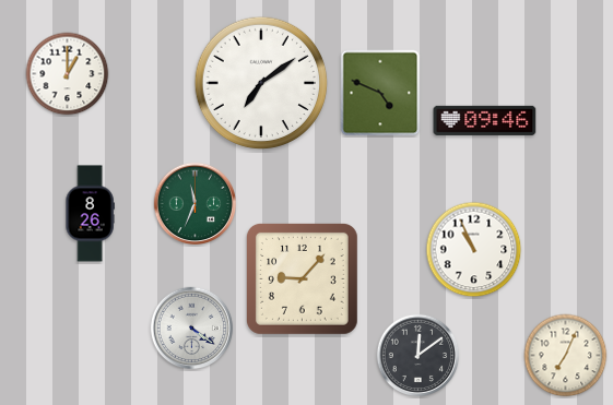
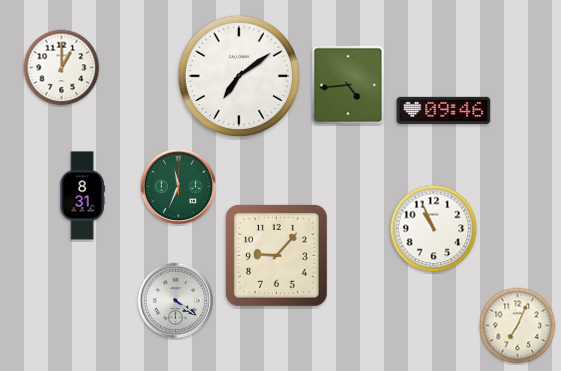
clock at (380, 93): 4:49 -> 4:44
clock at (90, 214): 8:26 -> 8:31
clock at (419, 356): 12:09 -> none
